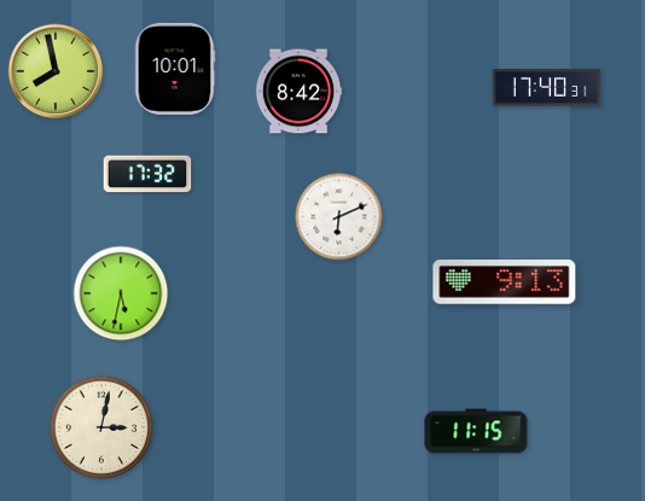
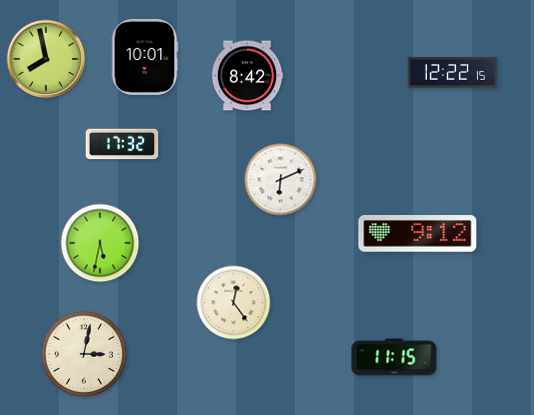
clock at (547, 88): 17:40 -> 12:22
clock at (505, 282): 9:13 -> 9:12
clock at (234, 303): none -> 12:24
